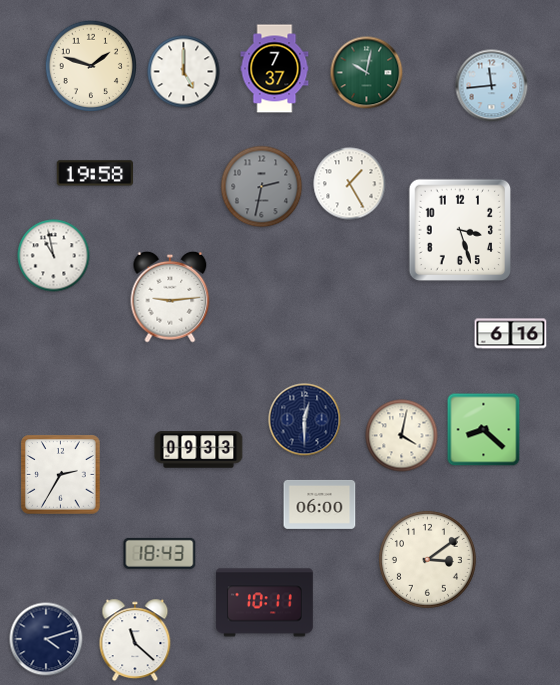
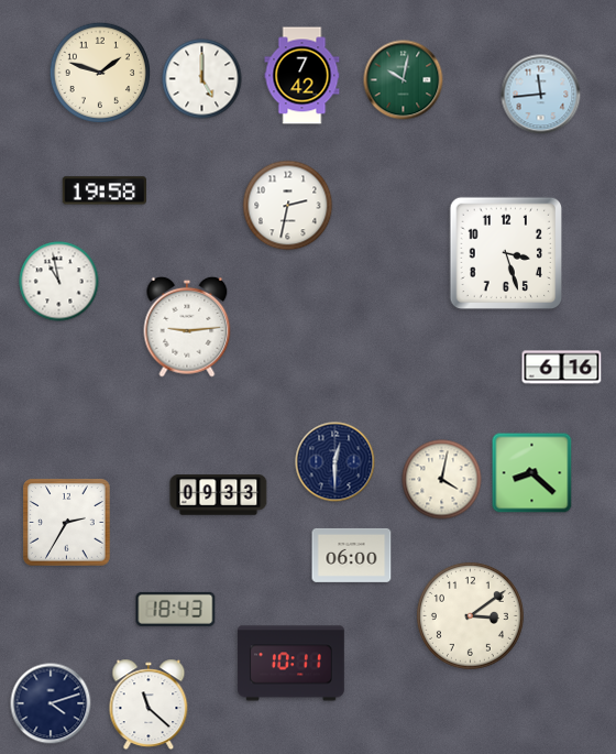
clock at (275, 69): 7:37 -> 7:42
clock at (350, 184): 1:25 -> none
clock at (262, 187) dial: grey -> white
